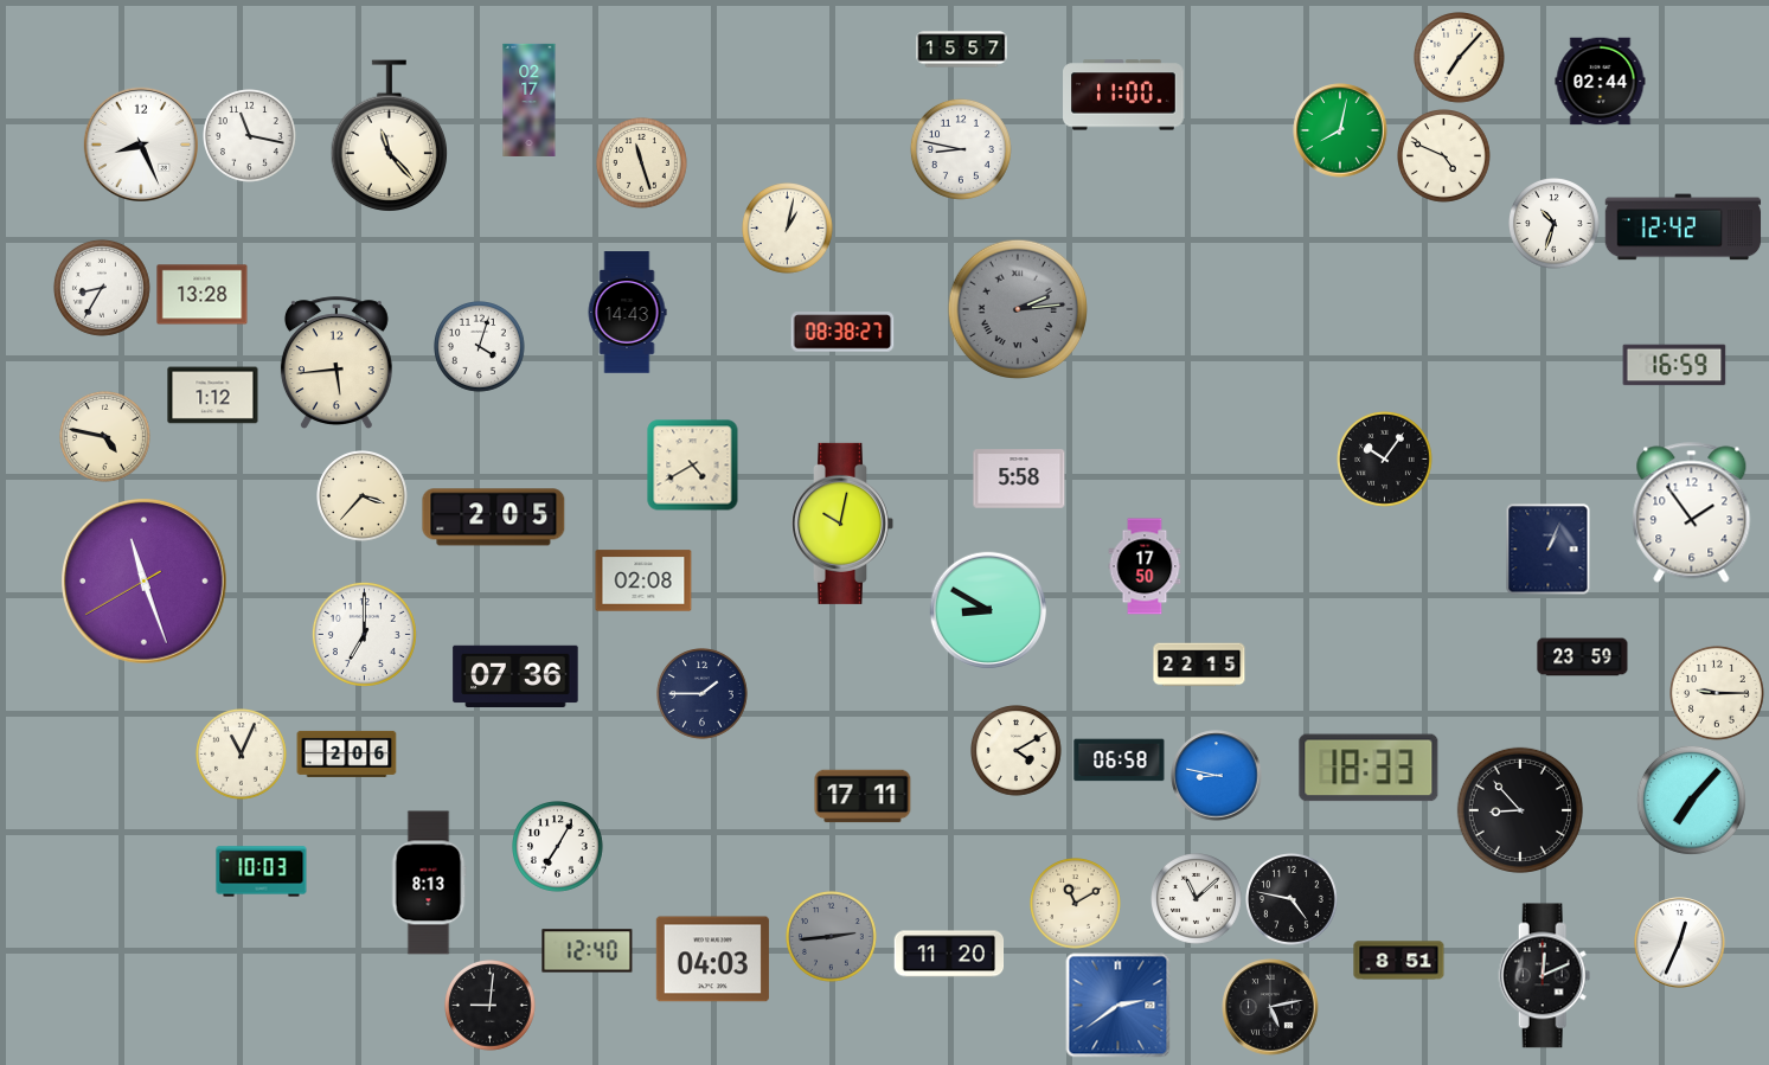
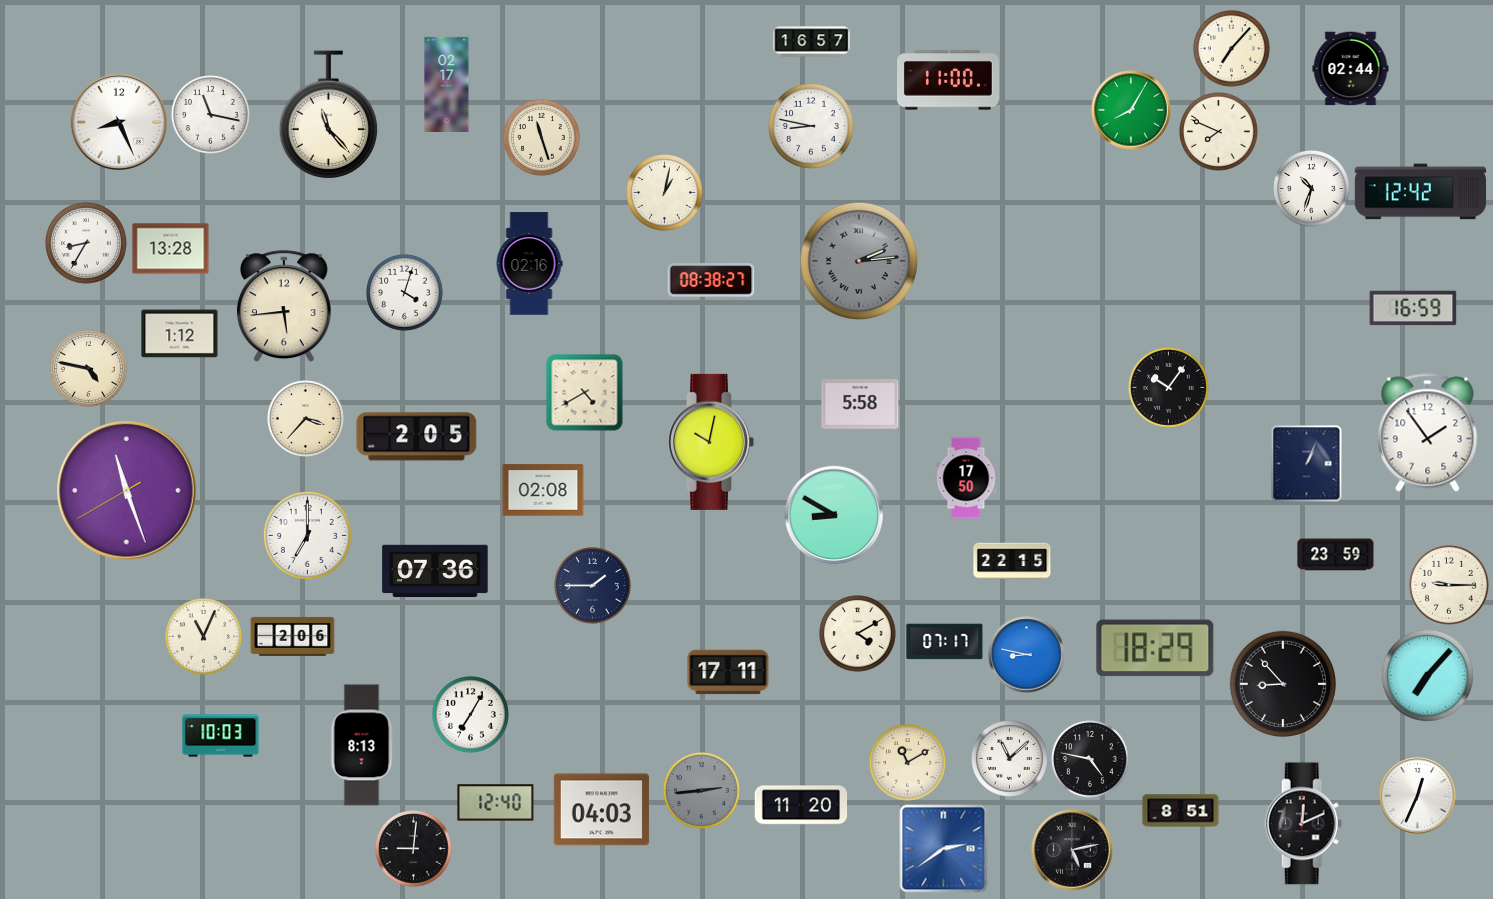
clock at (962, 50): 15:57 -> 16:57
clock at (1340, 130): 8:02 -> 8:05
clock at (1444, 156): 4:49 -> 7:49
clock at (627, 313): 14:43 -> 02:16
clock at (145, 582) position: (145, 582) -> (127, 491)
clock at (1120, 761): 06:58 -> 07:17
clock at (1369, 768): 18:33 -> 18:29
